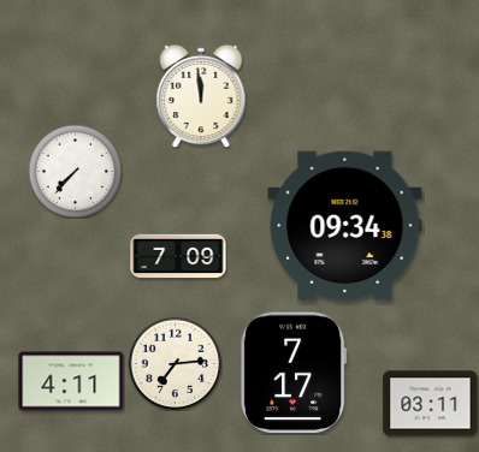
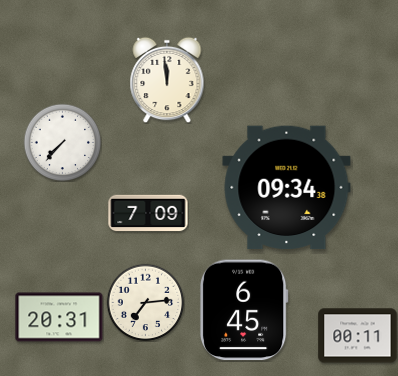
clock at (294, 373): 7:17 -> 6:45
clock at (71, 381): 4:11 -> 20:31
clock at (431, 404): 03:11 -> 00:11
